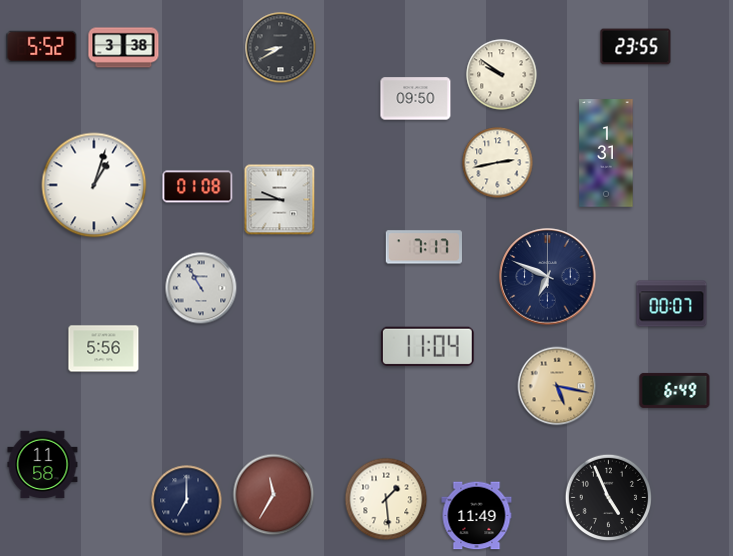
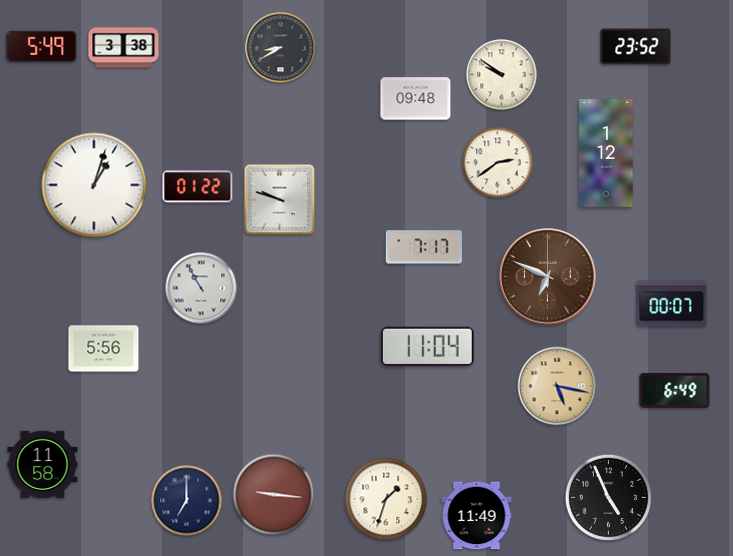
clock at (42, 46): 5:52 -> 5:49
clock at (636, 47): 23:55 -> 23:52
clock at (416, 99): 09:50 -> 09:48
clock at (606, 153): 1:31 -> 1:12
clock at (498, 163): 2:43 -> 2:39
clock at (198, 187): 01:08 -> 01:22
clock at (280, 200): 9:45 -> 9:48
clock at (548, 277) dial: navy -> brown
clock at (274, 495): 11:35 -> 9:16
clock at (386, 499): 1:29 -> 1:33
